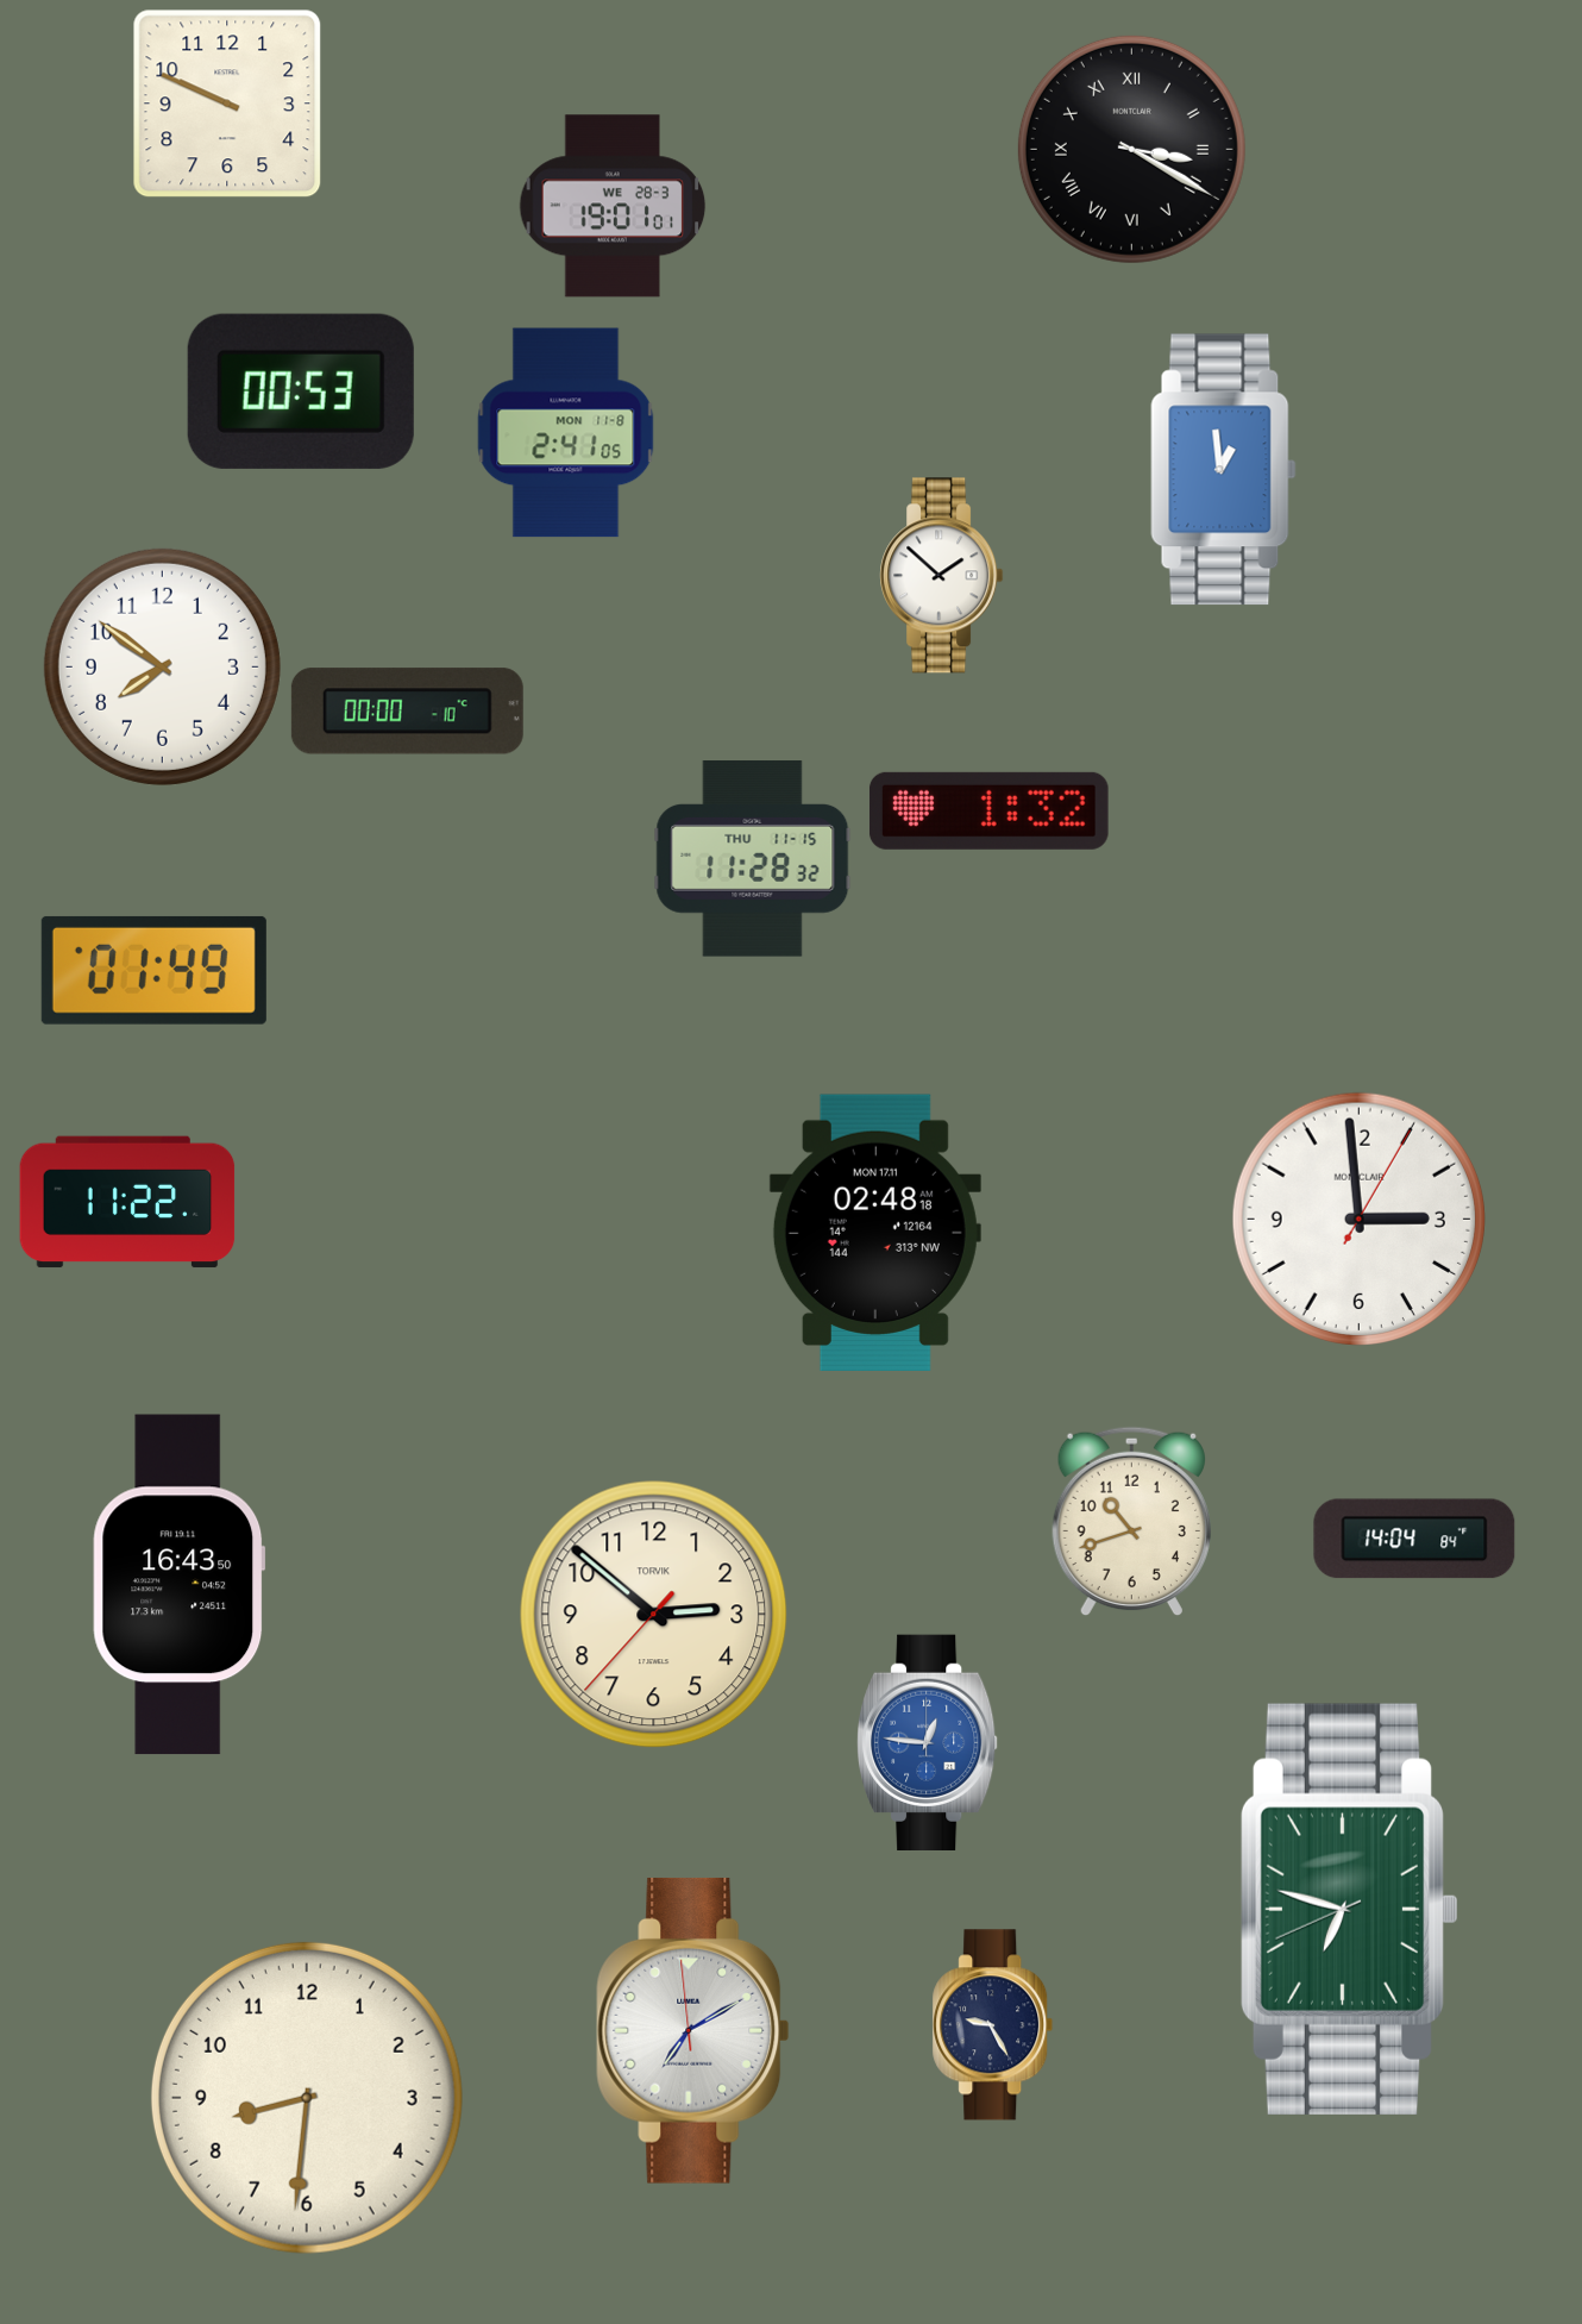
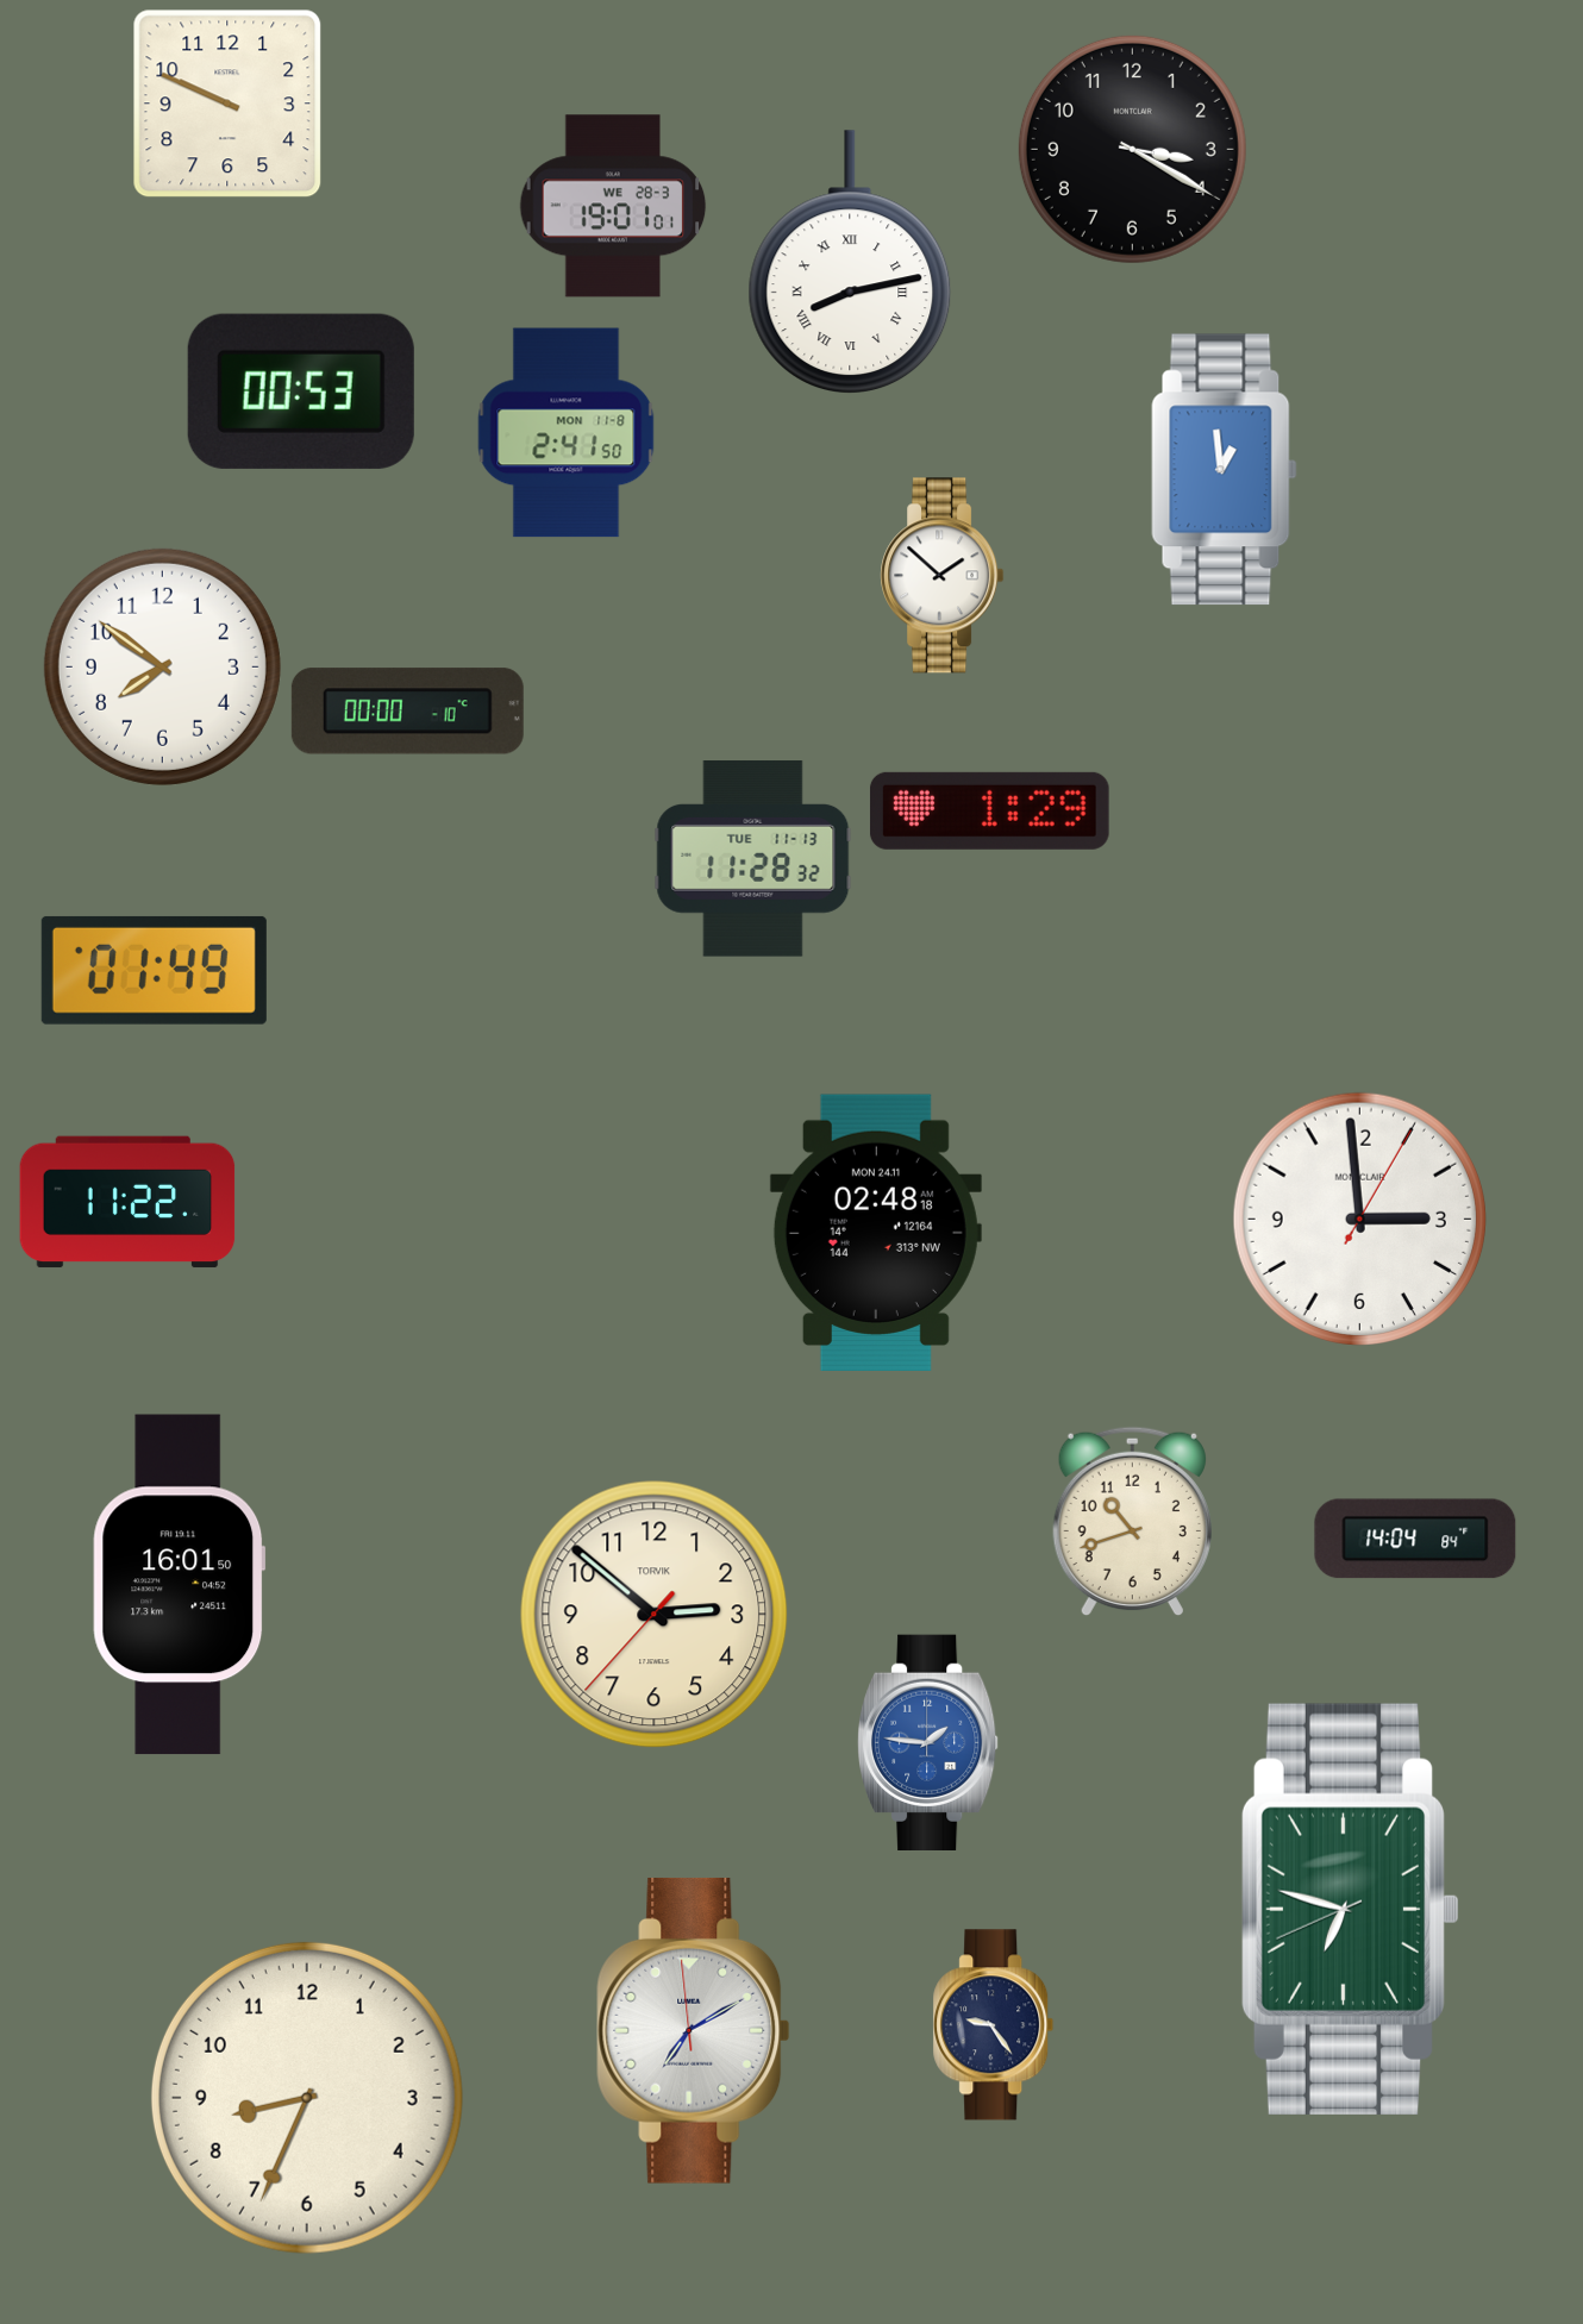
clock at (1131, 149) numerals: Roman -> Arabic
clock at (850, 262): none -> 8:13
clock at (566, 433): 2:41:05 -> 2:41:50
clock at (988, 810): 1:32 -> 1:29
clock at (753, 859) date: THU 11-15 -> TUE 11-13
clock at (875, 1232) date: MON 17.11 -> MON 24.11
clock at (180, 1585): 16:43 -> 16:01
clock at (928, 1742): 12:46 -> 1:46
clock at (993, 2025): 9:25 -> 9:24
clock at (307, 2098): 8:31 -> 8:34
